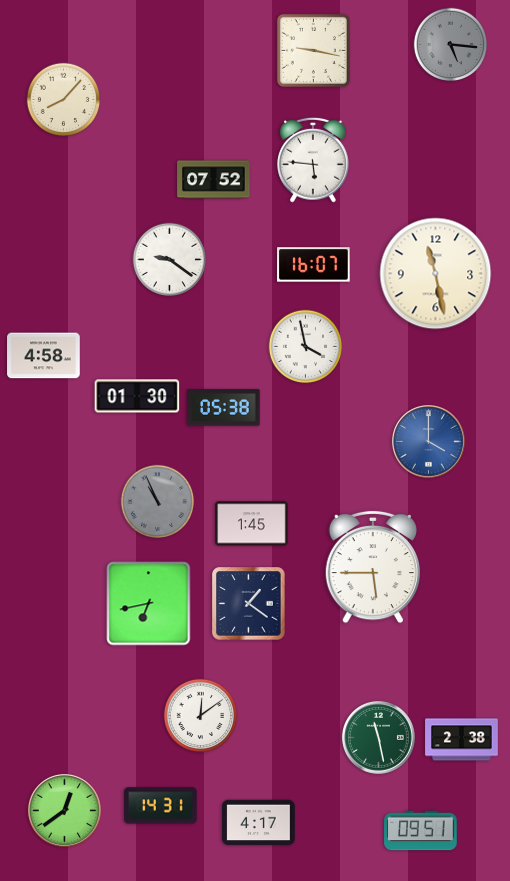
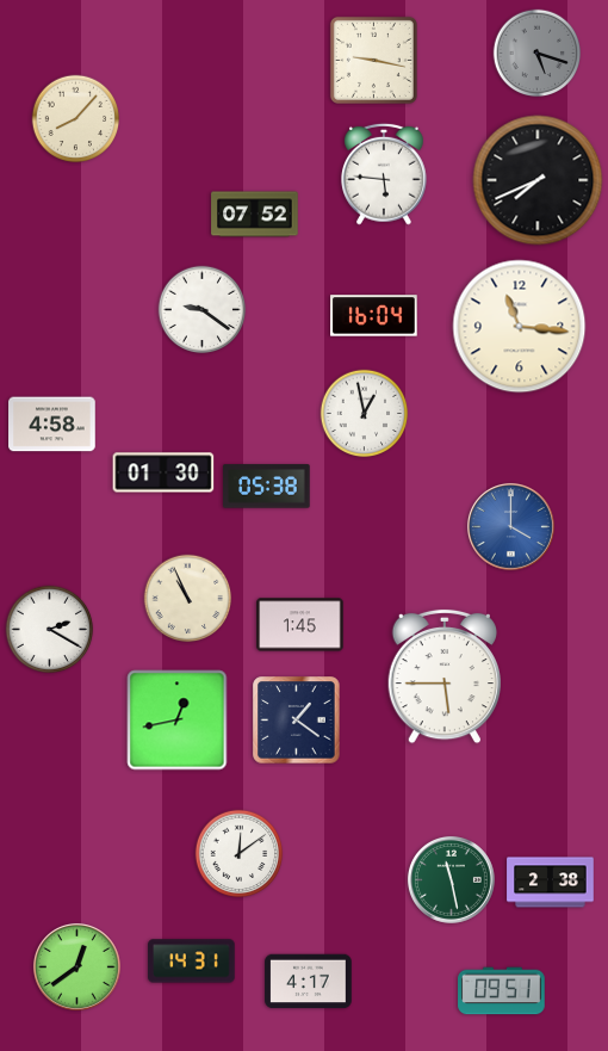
clock at (451, 45): 5:16 -> 5:18
clock at (538, 180): none -> 7:41
clock at (314, 160) position: (314, 160) -> (385, 174)
clock at (314, 265): 16:07 -> 16:04
clock at (436, 274): 11:28 -> 11:16
clock at (306, 347): 3:58 -> 12:58
clock at (158, 502) dial: grey -> cream
clock at (50, 630): none -> 2:20
clock at (149, 604): 6:43 -> 12:43
